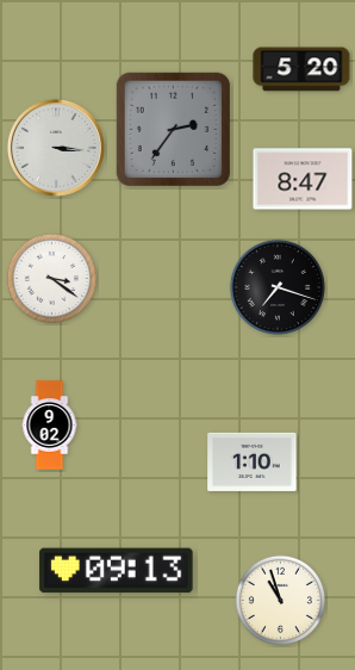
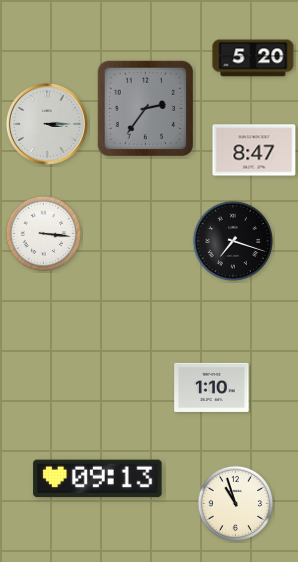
clock at (56, 148): 3:16 -> 3:15
clock at (51, 278): 3:21 -> 3:16
clock at (50, 426): 9:02 -> none
